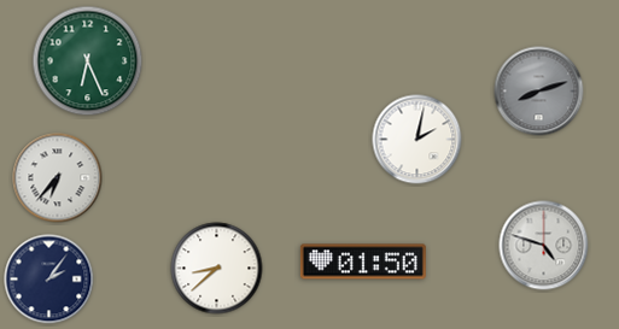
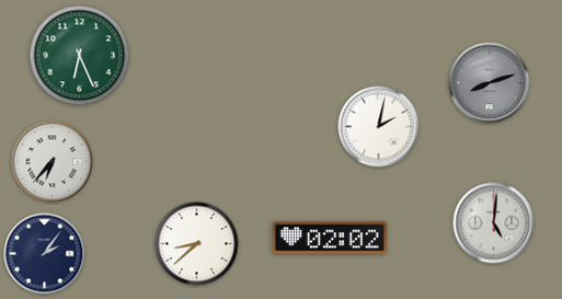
clock at (544, 246): 4:48 -> 5:01
clock at (363, 262): 01:50 -> 02:02
